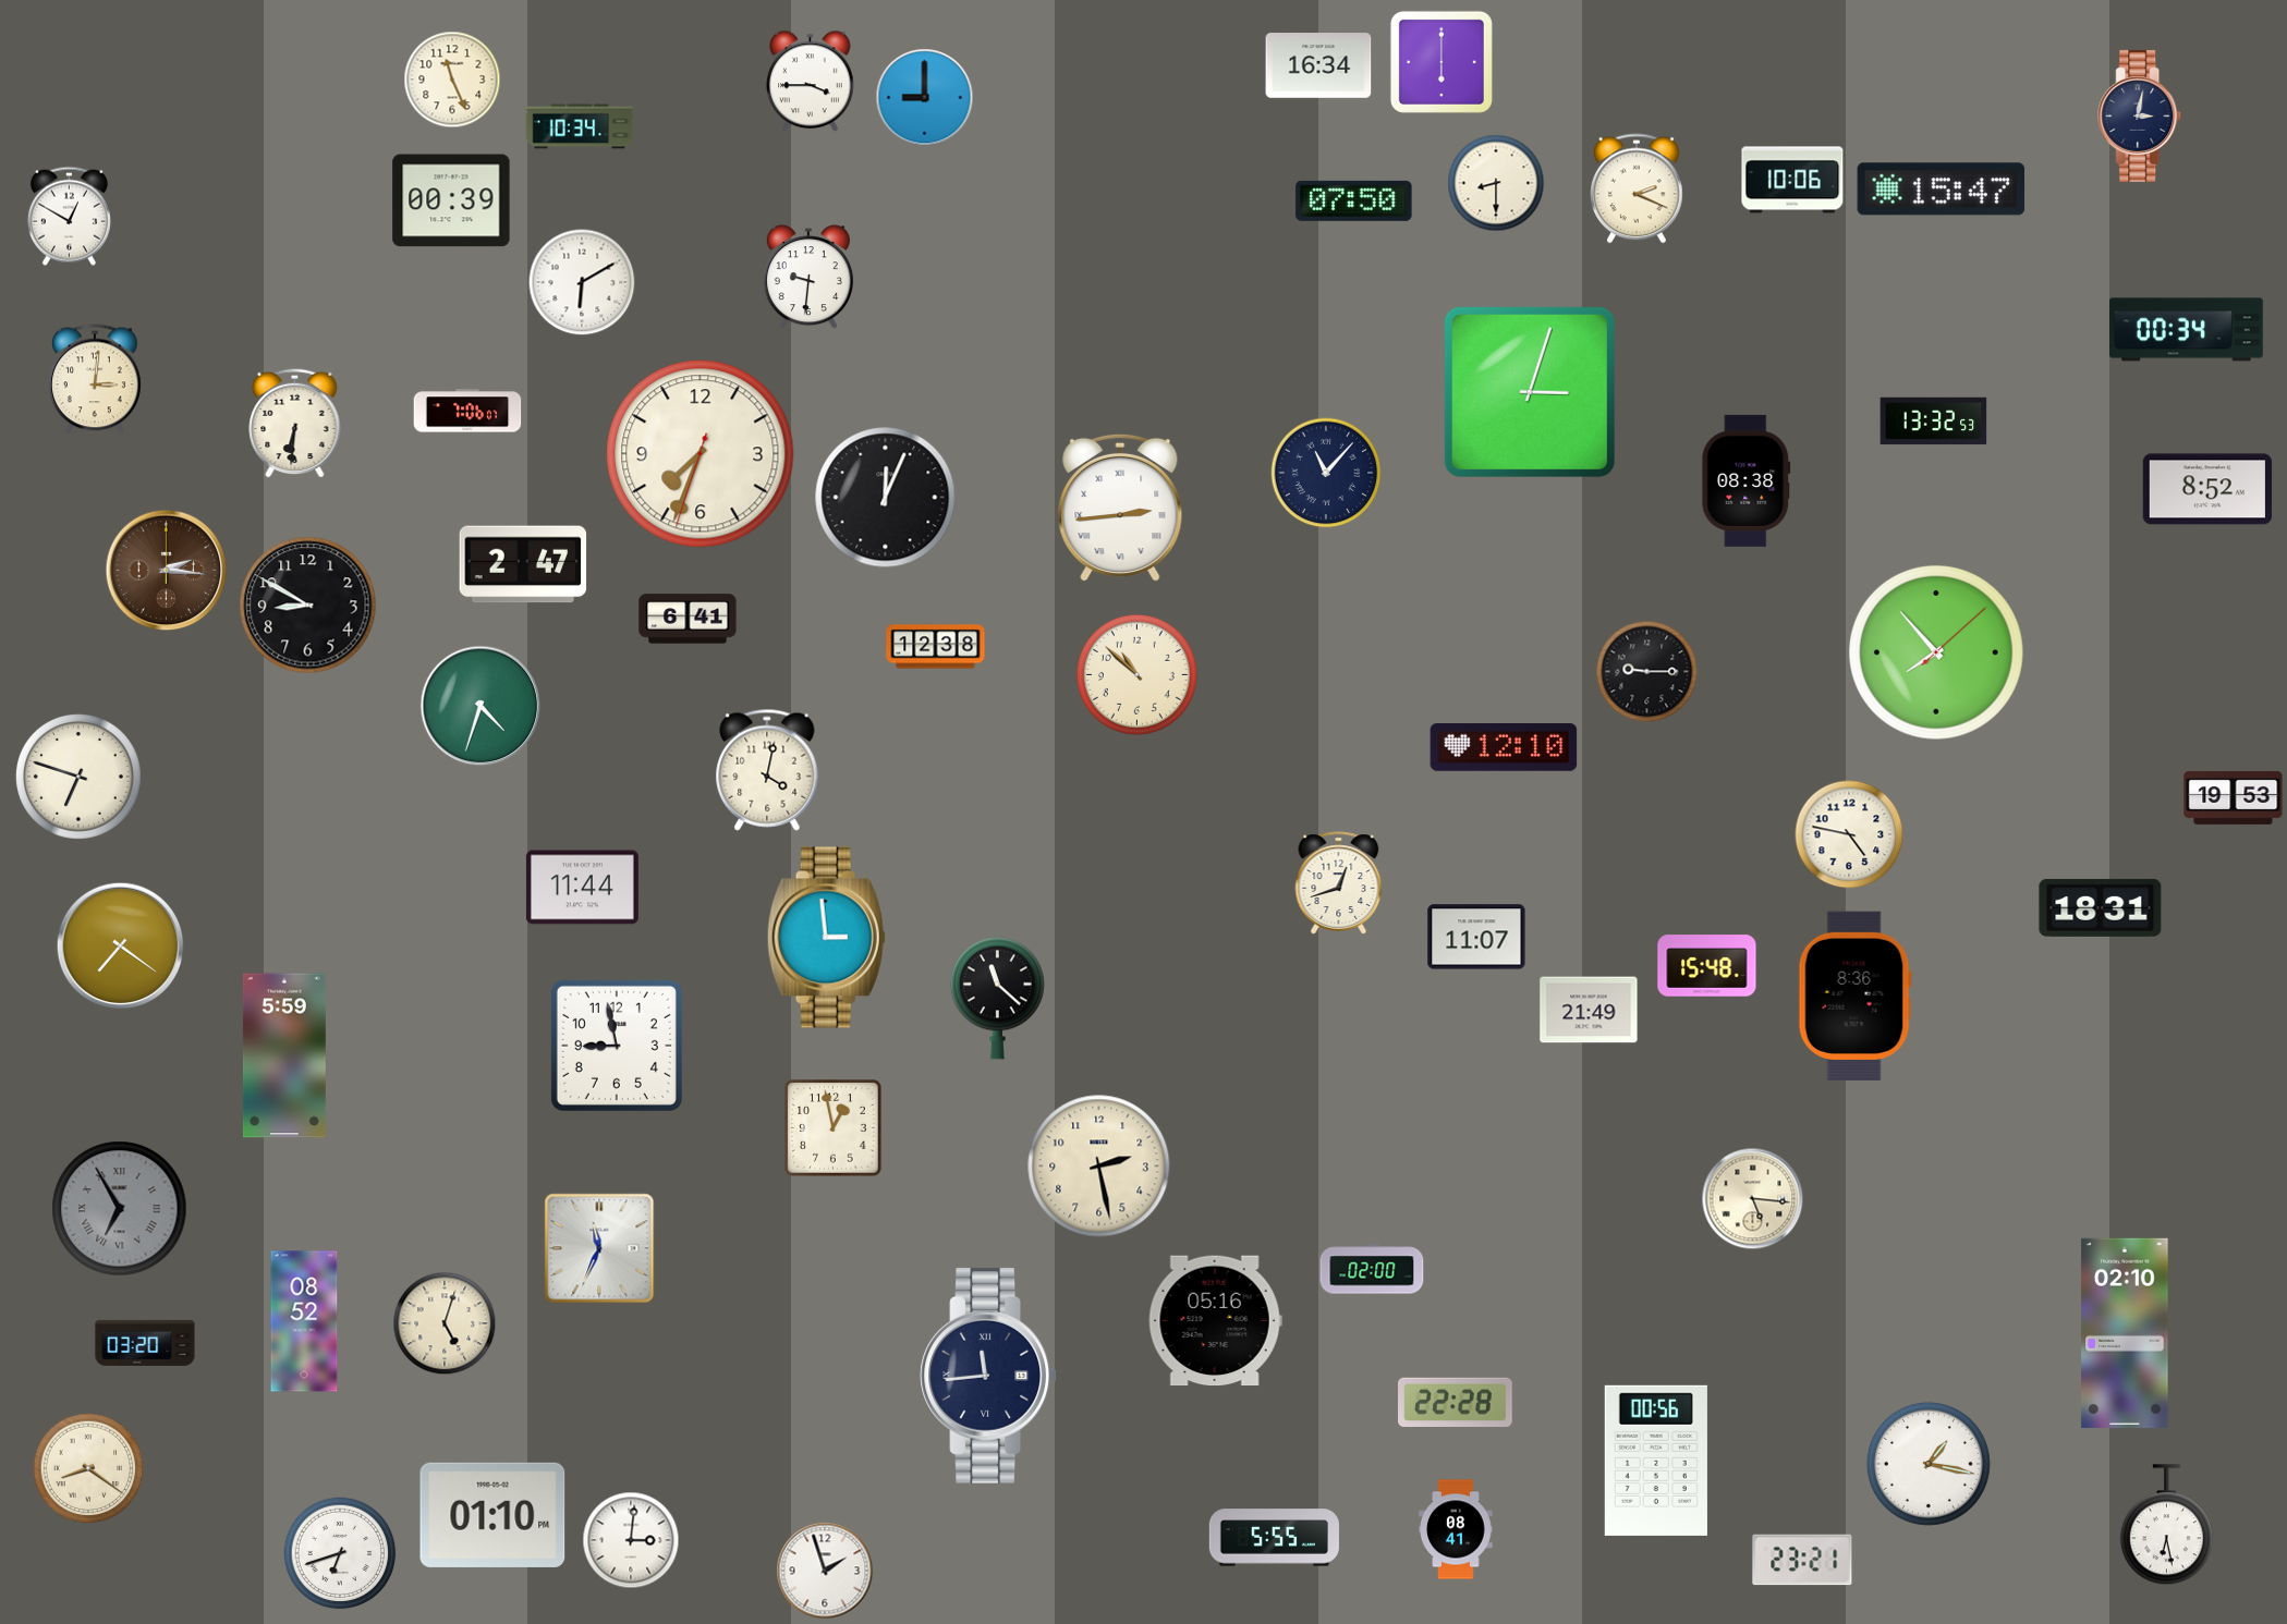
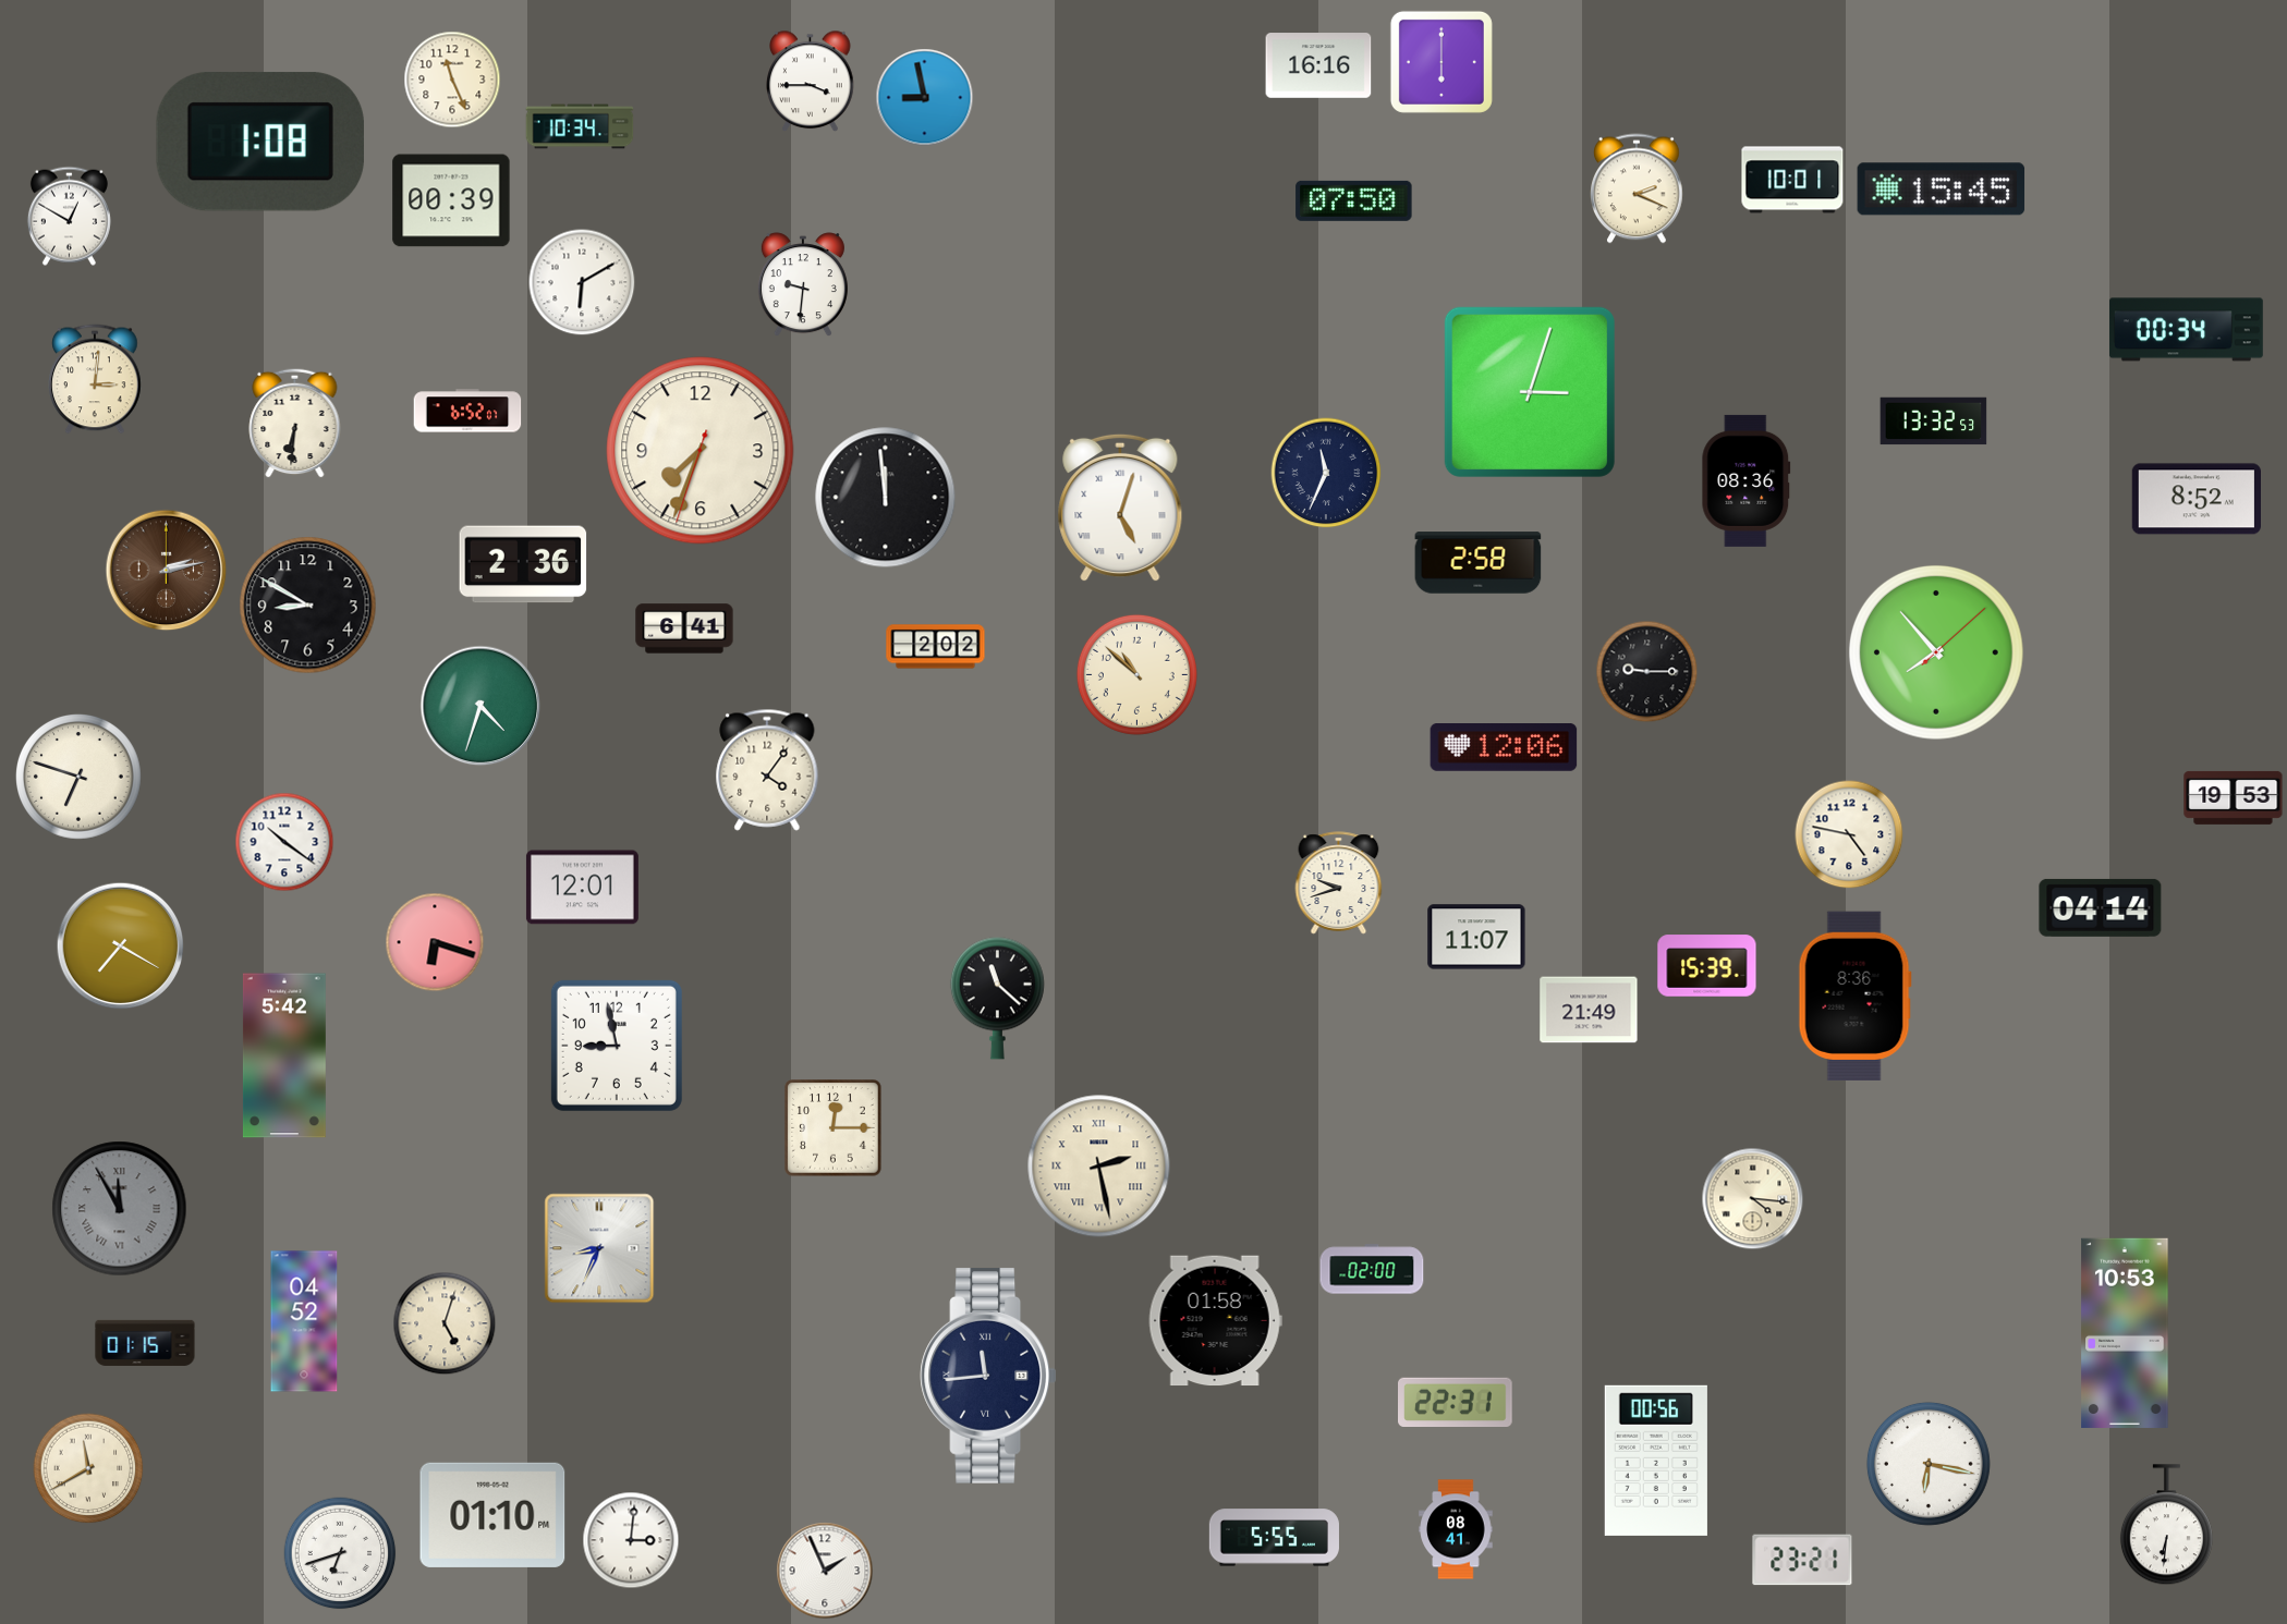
clock at (1318, 65): 16:34 -> 16:16
clock at (925, 98): 9:00 -> 8:58
clock at (2140, 115): 3:02 -> none
clock at (260, 142): none -> 1:08
clock at (1792, 180): 10:06 -> 10:01
clock at (1496, 183): 8:30 -> none
clock at (1942, 190): 15:47 -> 15:45
clock at (808, 278) position: (808, 278) -> (803, 285)
clock at (467, 411): 7:06 -> 6:52
clock at (701, 454) position: (701, 454) -> (701, 451)
clock at (1326, 473): 11:07 -> 11:34
clock at (1747, 480): 08:38 -> 08:36
clock at (2206, 489) position: (2206, 489) -> (2195, 499)
clock at (886, 498): 12:04 -> 11:59
clock at (1120, 508): 2:44 -> 5:03
clock at (1479, 563): none -> 2:58
clock at (523, 564): 2:47 -> 2:36
clock at (167, 571): 2:16 -> 2:13
clock at (688, 619) position: (688, 619) -> (684, 628)
clock at (936, 647): 12:38 -> 2:02
clock at (1504, 748): 12:10 -> 12:06
clock at (767, 770): 4:02 -> 4:06
clock at (284, 842): none -> 10:21
clock at (1339, 883): 12:42 -> 9:42
clock at (582, 888): 11:44 -> 12:01
clock at (2101, 907): 18:31 -> 04:14
clock at (826, 938): 2:59 -> none
clock at (435, 942): none -> 6:18
clock at (121, 947): 7:21 -> 7:20
clock at (1707, 966): 15:48 -> 15:39
clock at (284, 1055): 5:59 -> 5:42
clock at (834, 1128): 12:58 -> 12:15
clock at (1099, 1167) numerals: Arabic -> Roman
clock at (1753, 1199): 5:16 -> 4:16
clock at (120, 1209): 6:55 -> 11:55
clock at (599, 1248): 11:34 -> 8:34
clock at (304, 1321): 08:52 -> 04:52
clock at (1215, 1321): 05:16 -> 01:58
clock at (2125, 1333): 02:10 -> 10:53
clock at (145, 1343): 03:20 -> 01:15
clock at (1456, 1402): 22:28 -> 22:31
clock at (1929, 1464): 1:17 -> 6:17
clock at (88, 1468): 8:21 -> 11:40
clock at (2166, 1525): 6:28 -> 6:31
clock at (825, 1571): 1:57 -> 1:56
